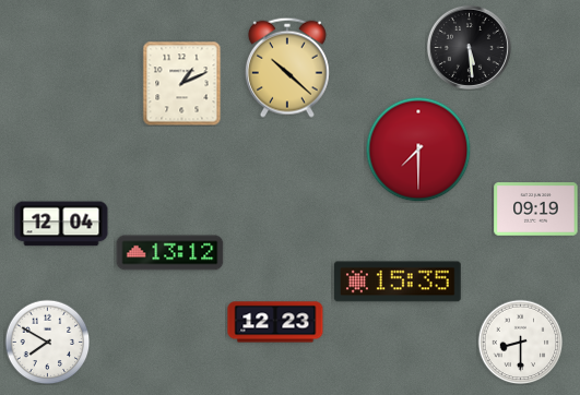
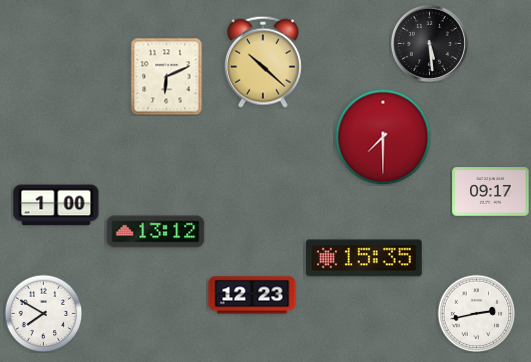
clock at (182, 83): 1:11 -> 6:11
clock at (536, 210): 09:19 -> 09:17
clock at (61, 224): 12:04 -> 1:00
clock at (520, 342): 8:30 -> 2:43
